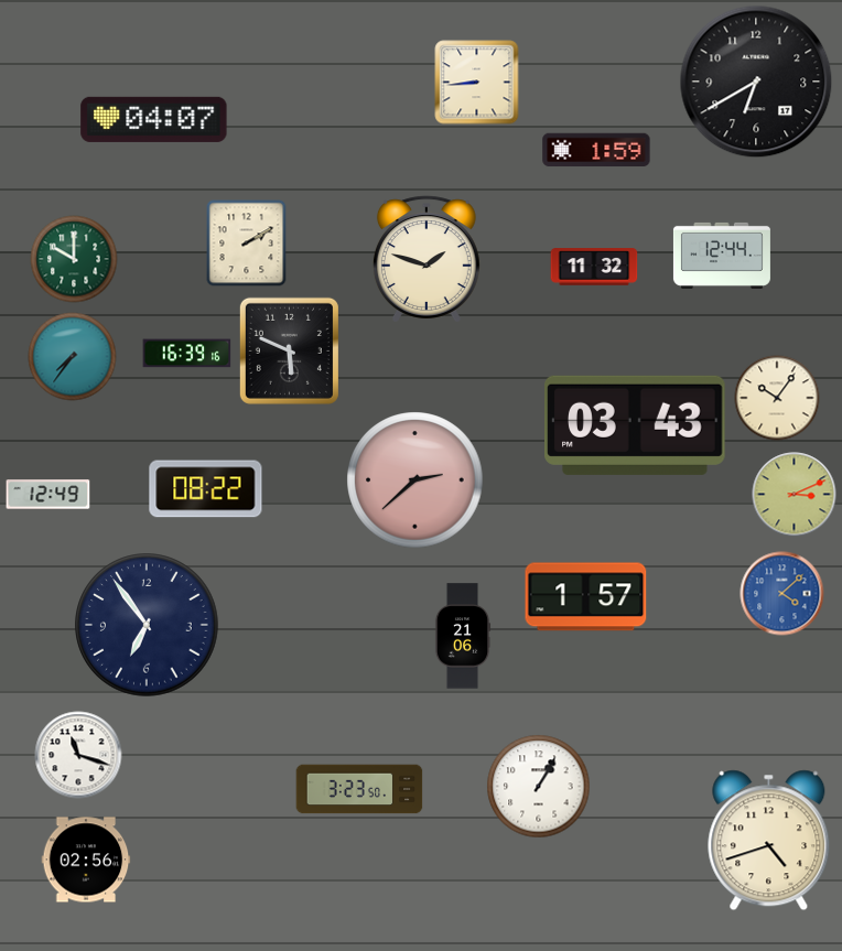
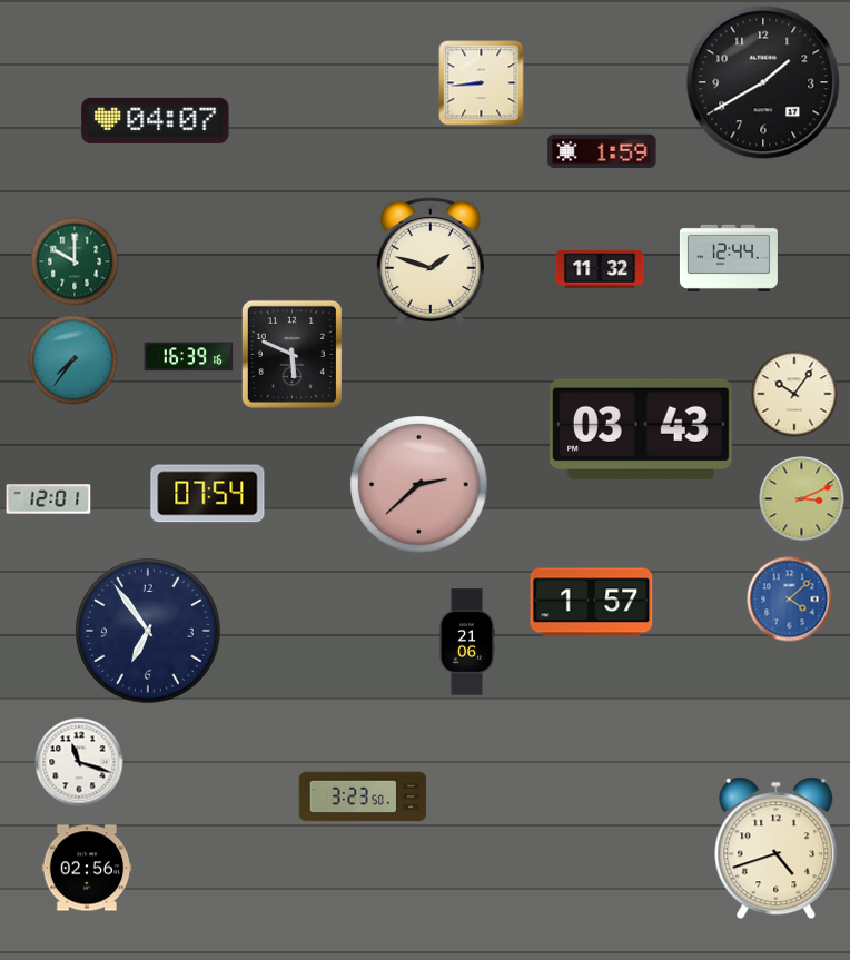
clock at (756, 82): 6:40 -> 1:40
clock at (247, 244): 2:10 -> none
clock at (777, 398) position: (777, 398) -> (794, 394)
clock at (206, 489): 08:22 -> 07:54
clock at (48, 495): 12:49 -> 12:01
clock at (539, 787): 1:05 -> none
